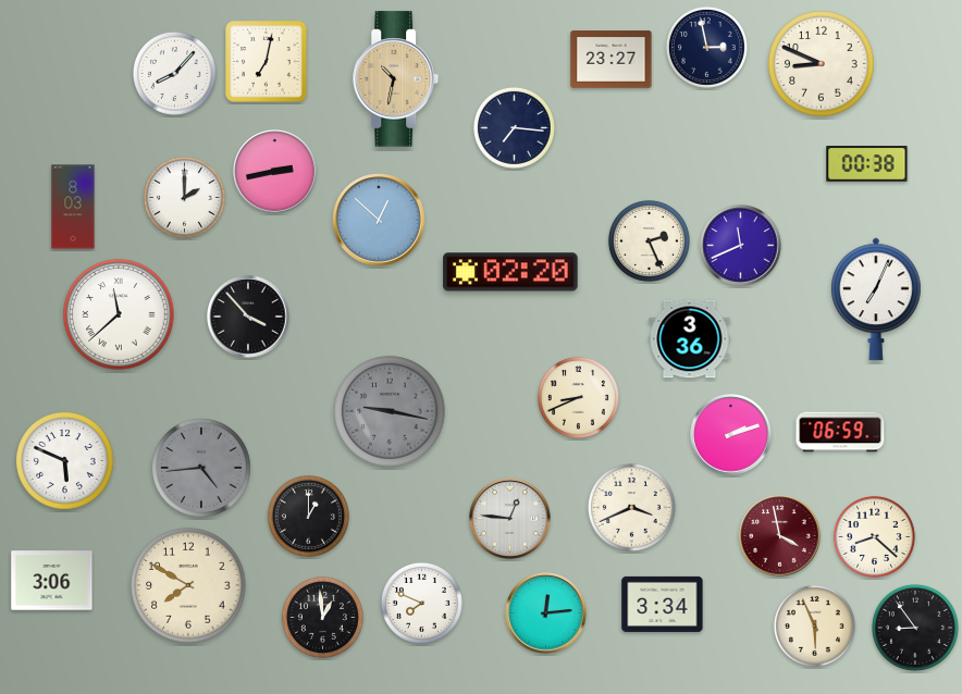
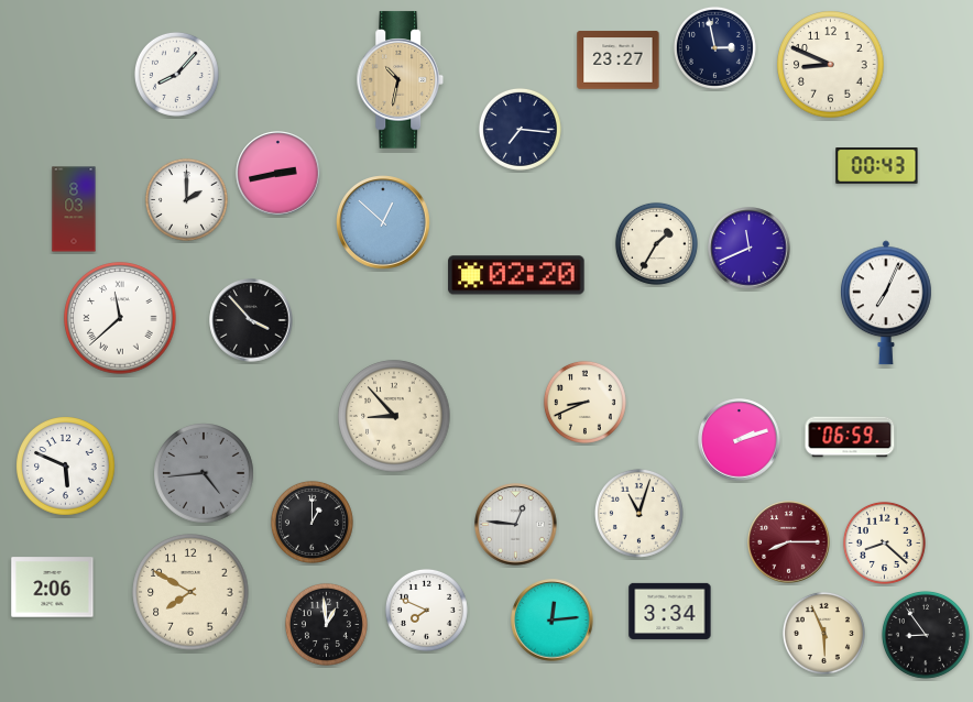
clock at (267, 62): 7:02 -> none
clock at (867, 164): 00:38 -> 00:43
clock at (649, 240): 2:26 -> 1:35
clock at (690, 339): 3:36 -> none
clock at (390, 411): 9:17 -> 8:53
clock at (390, 411) dial: grey -> cream
clock at (631, 507): 3:41 -> 11:03
clock at (780, 536): 3:58 -> 8:15
clock at (52, 581): 3:06 -> 2:06
